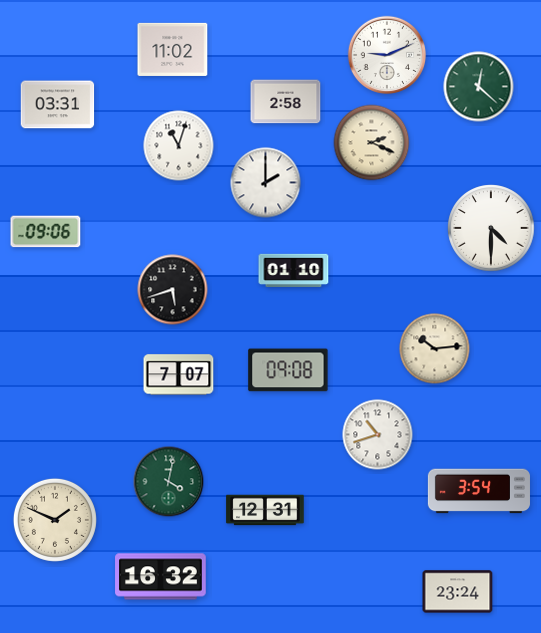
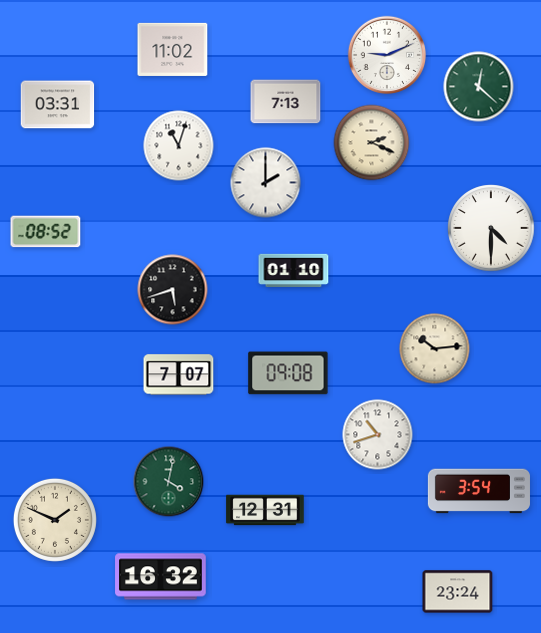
clock at (286, 102): 2:58 -> 7:13
clock at (46, 232): 09:06 -> 08:52
clock at (288, 370) position: (288, 370) -> (288, 373)
